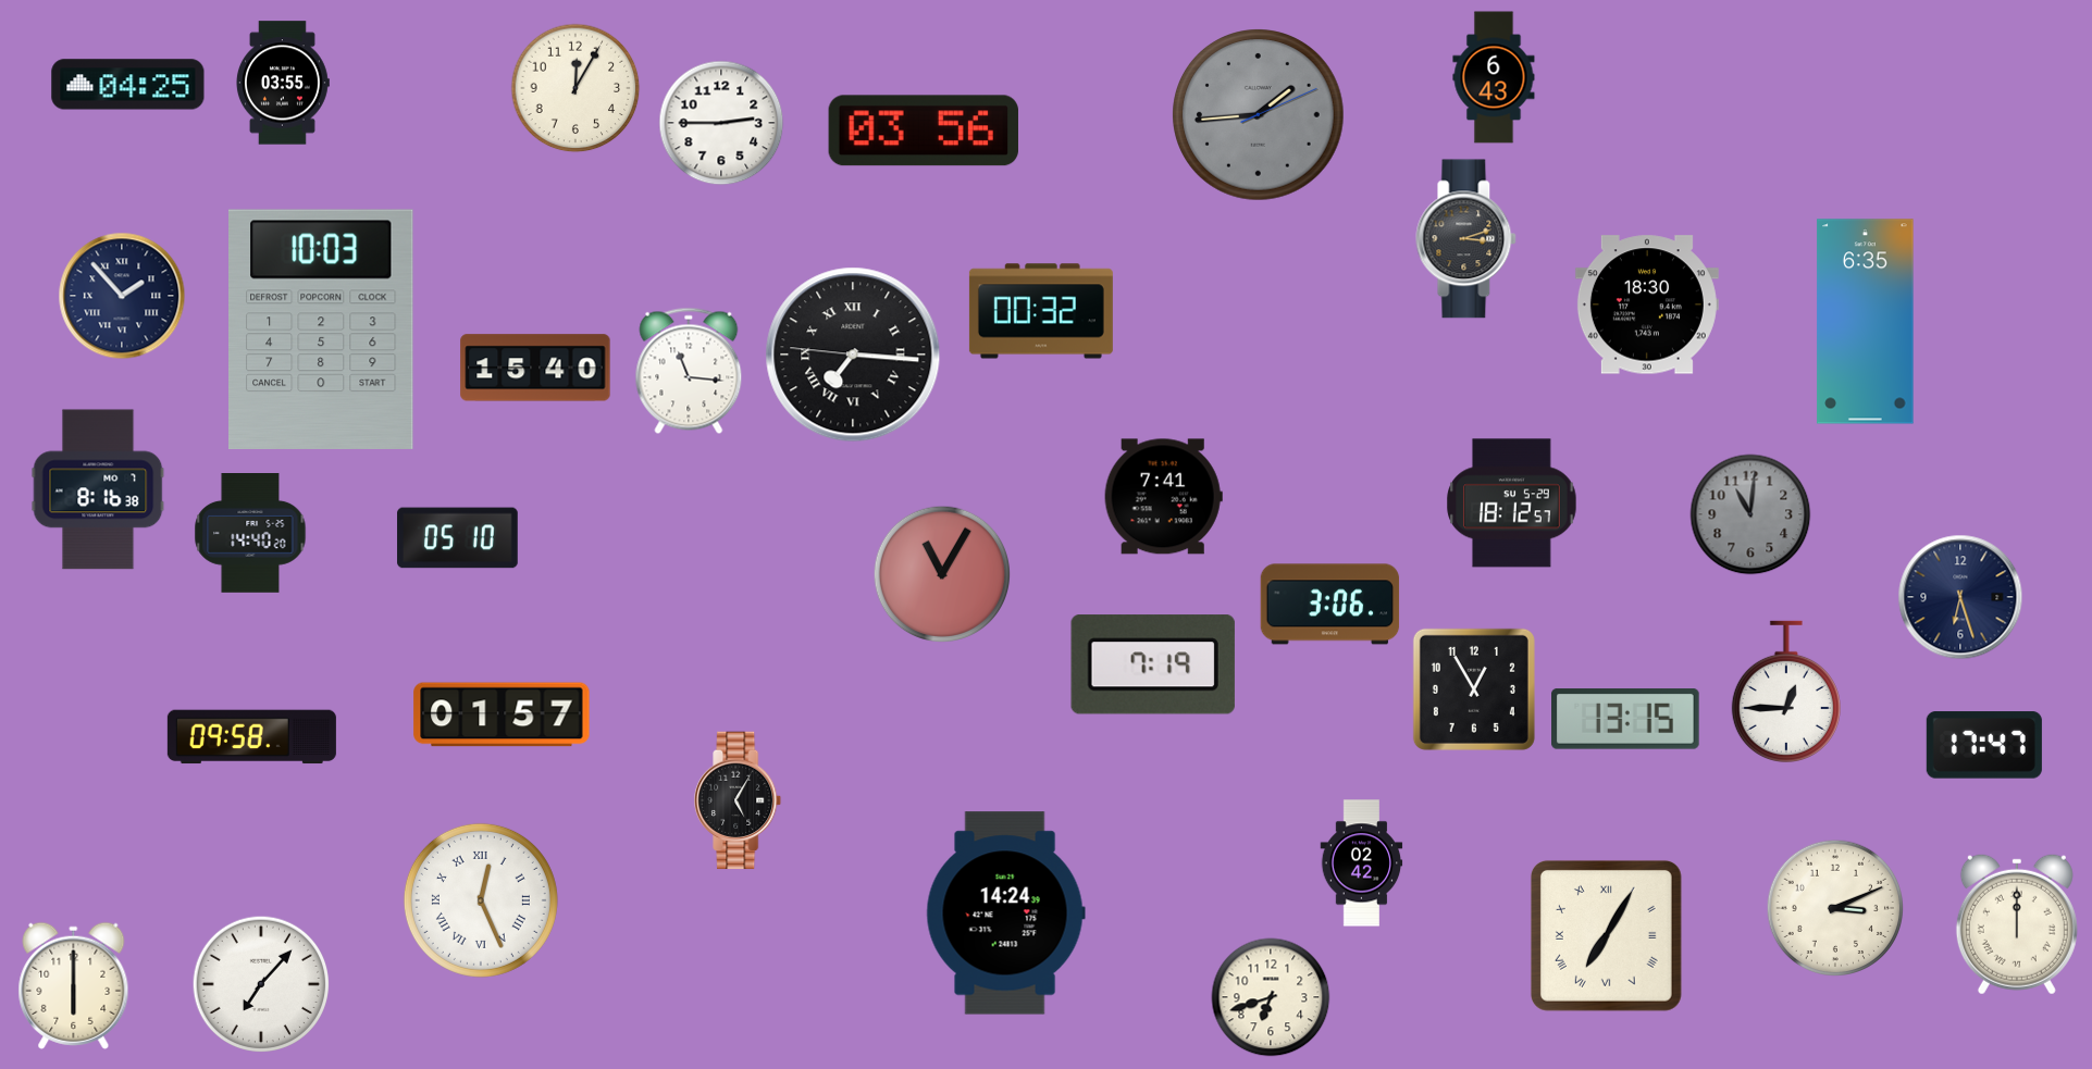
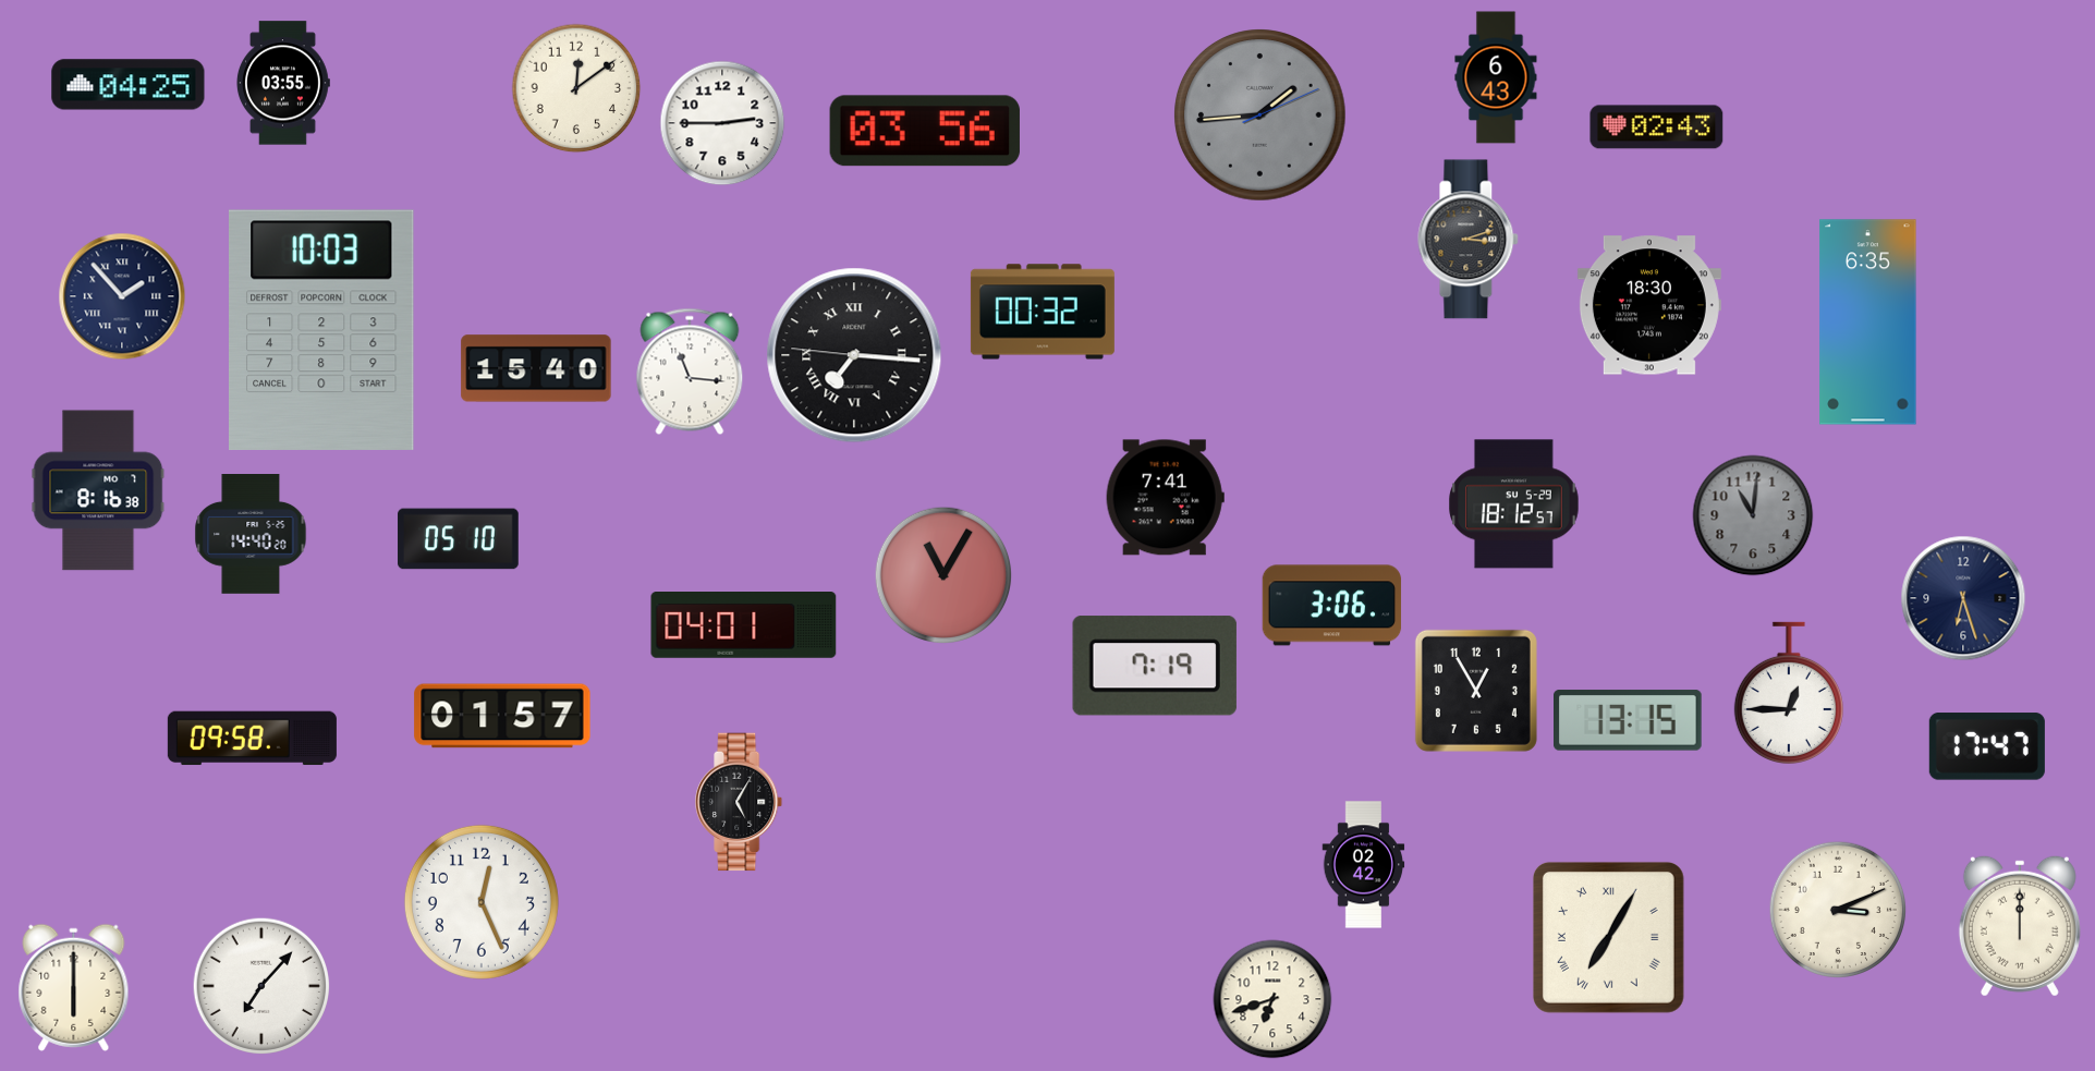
clock at (575, 88): 12:05 -> 12:09
clock at (1657, 127): none -> 02:43
clock at (744, 625): none -> 04:01
clock at (481, 900) numerals: Roman -> Arabic
clock at (1005, 913): 14:24 -> none
